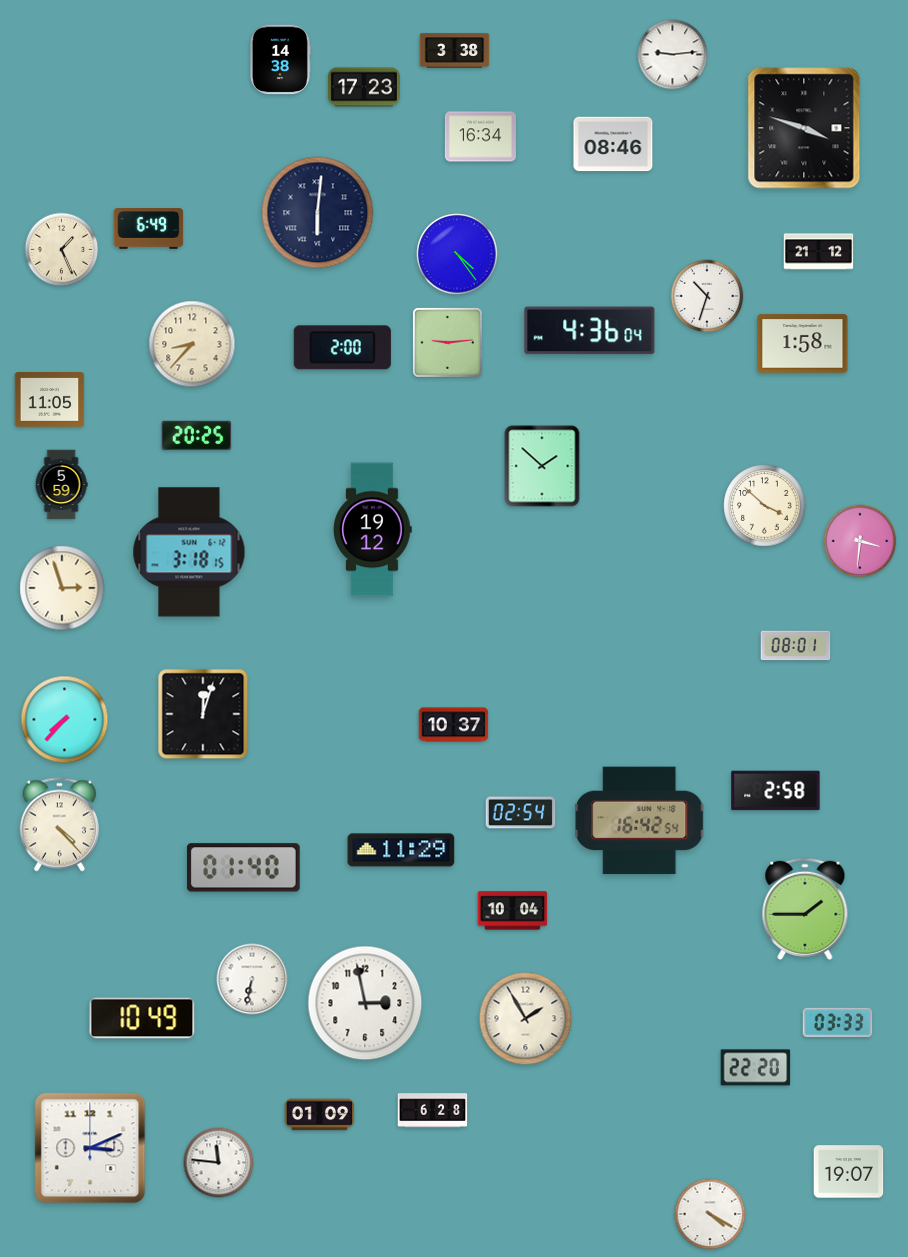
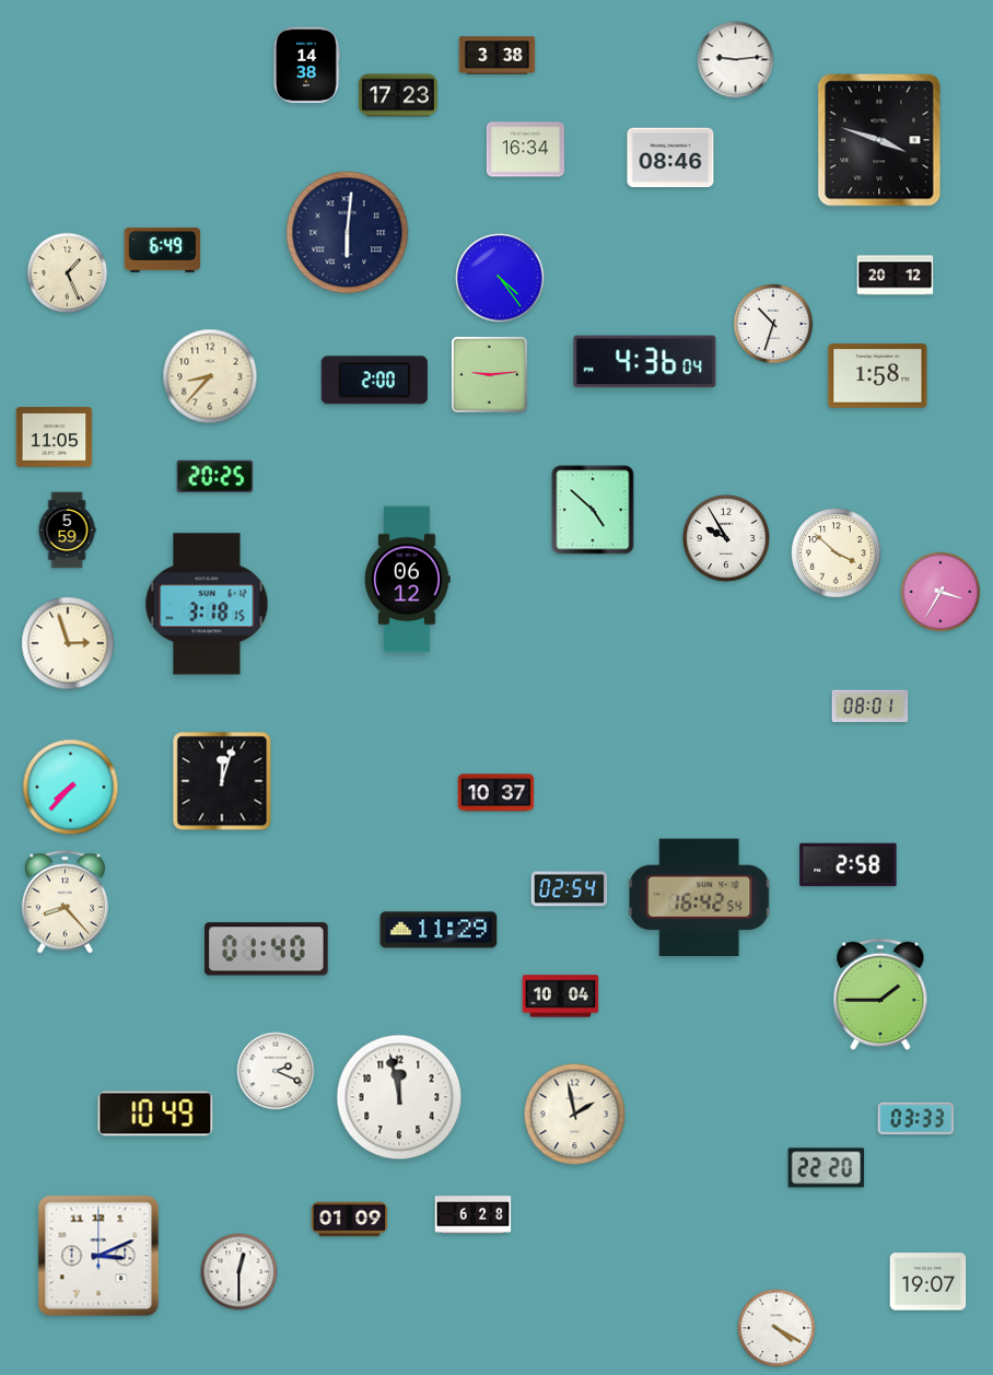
clock at (819, 252): 21:12 -> 20:12
clock at (542, 466): 1:52 -> 4:52
clock at (727, 539): none -> 9:55
clock at (373, 530): 19:12 -> 06:12
clock at (860, 541): 3:31 -> 3:35
clock at (59, 825): 4:23 -> 8:23
clock at (252, 979): 6:32 -> 2:19
clock at (365, 1003): 2:58 -> 11:58
clock at (526, 1019): 1:55 -> 1:58
clock at (219, 1163): 11:46 -> 12:30
